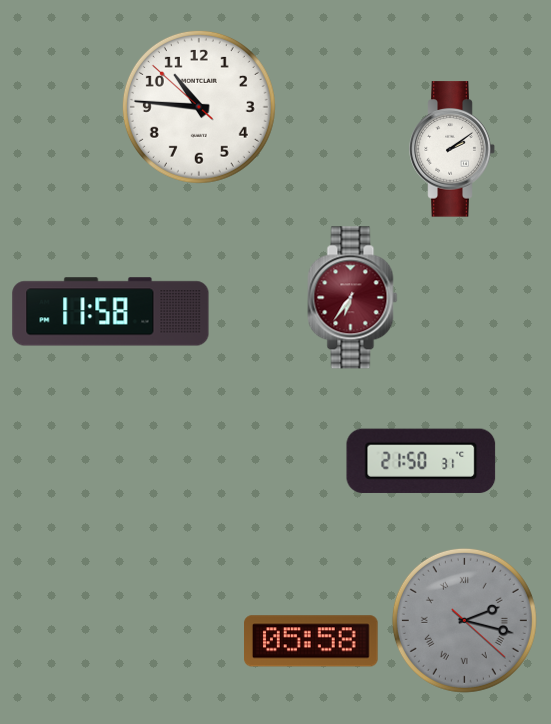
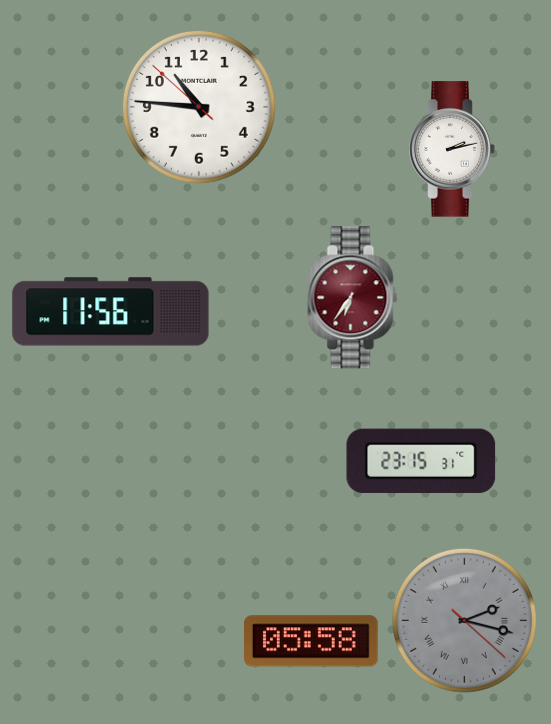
clock at (452, 149): 2:09 -> 2:13
clock at (111, 312): 11:58 -> 11:56
clock at (421, 461): 21:50 -> 23:15
